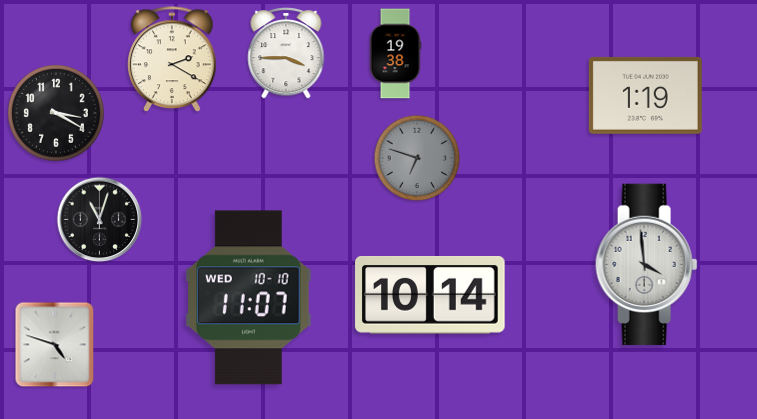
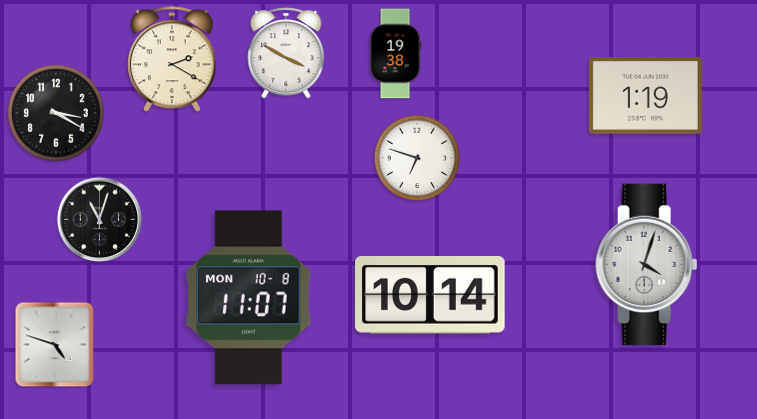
clock at (286, 53): 3:45 -> 3:50
clock at (417, 158) dial: grey -> white
clock at (647, 264): 3:59 -> 4:03
clock at (249, 298) date: WED 10-10 -> MON 10-8
